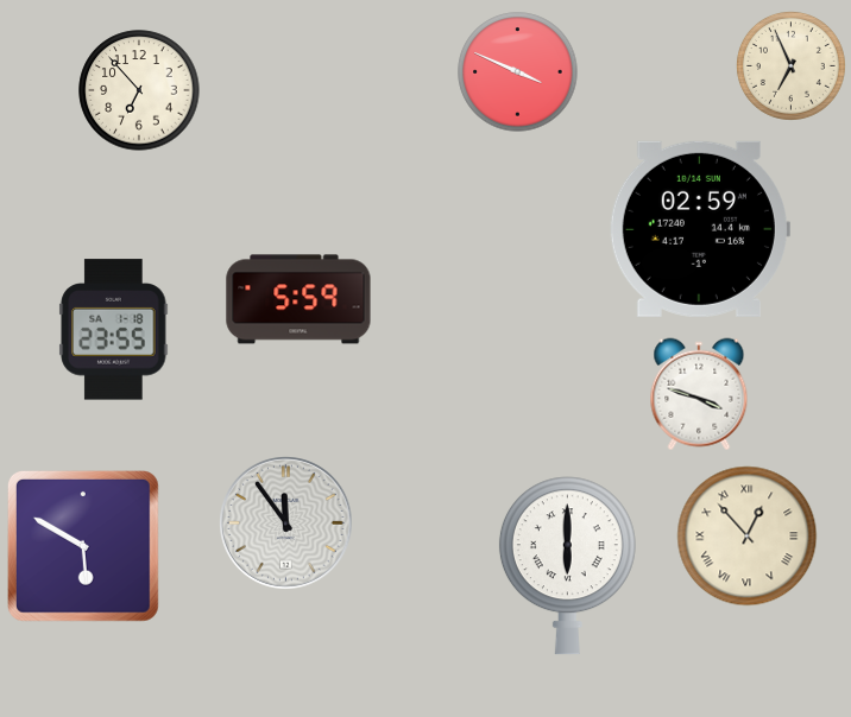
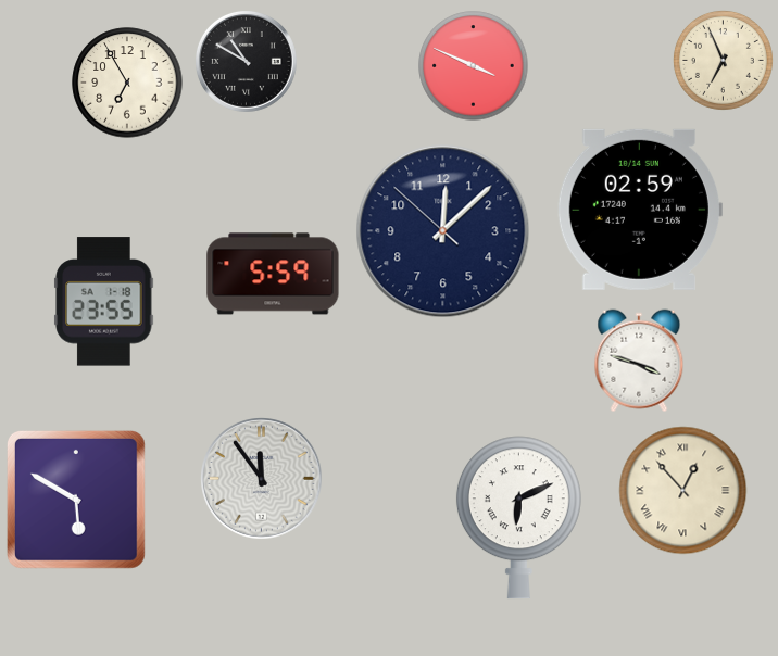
clock at (246, 61): none -> 10:50
clock at (139, 90): 6:53 -> 6:55
clock at (443, 231): none -> 12:07
clock at (567, 566): 6:00 -> 6:11
